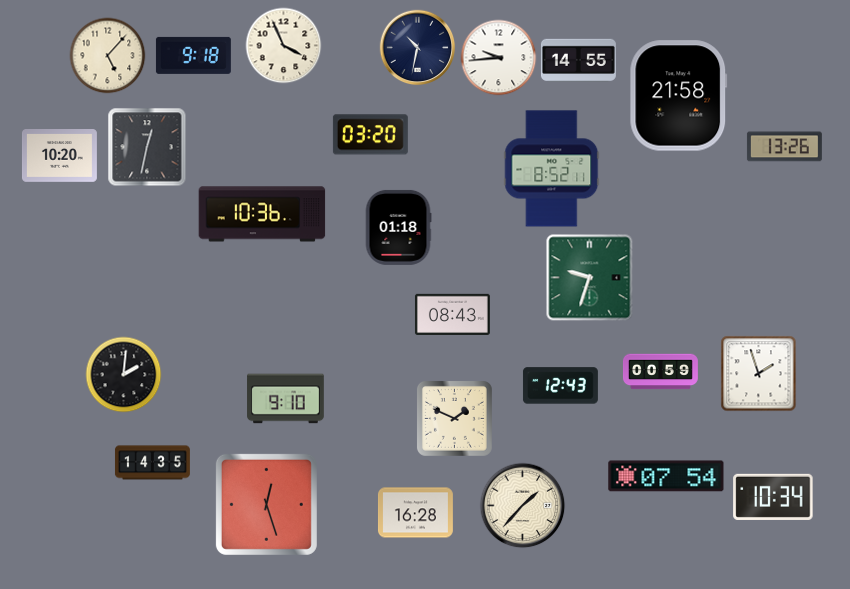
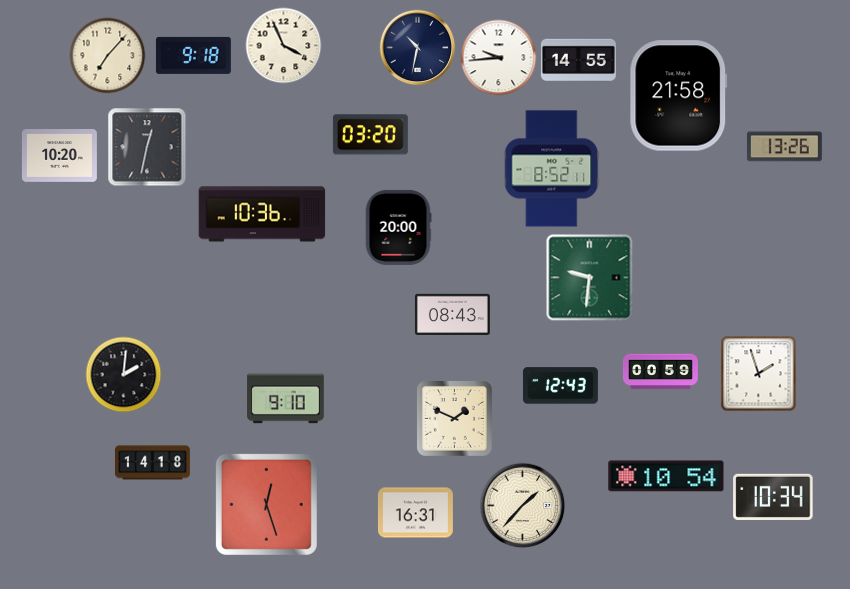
clock at (108, 56): 5:07 -> 7:07
clock at (398, 227): 01:18 -> 20:00
clock at (590, 278): 9:33 -> 9:31
clock at (152, 463): 14:35 -> 14:18
clock at (666, 476): 07:54 -> 10:54
clock at (415, 513): 16:28 -> 16:31
